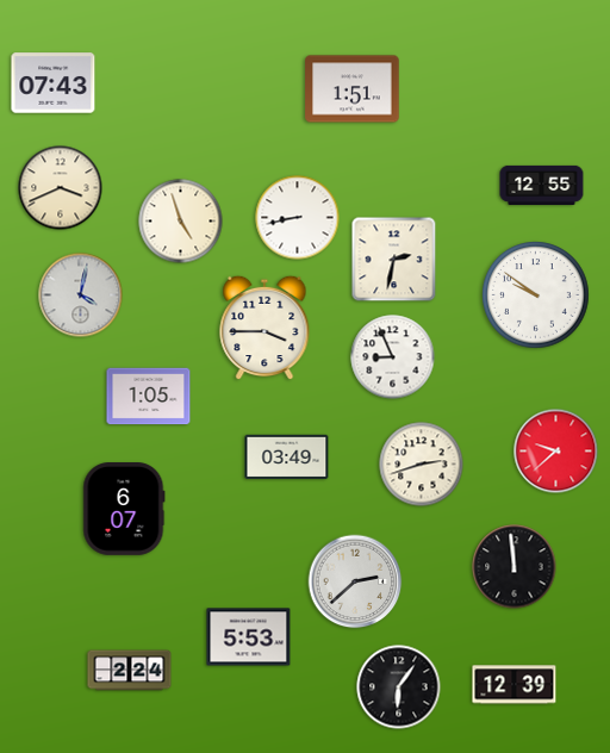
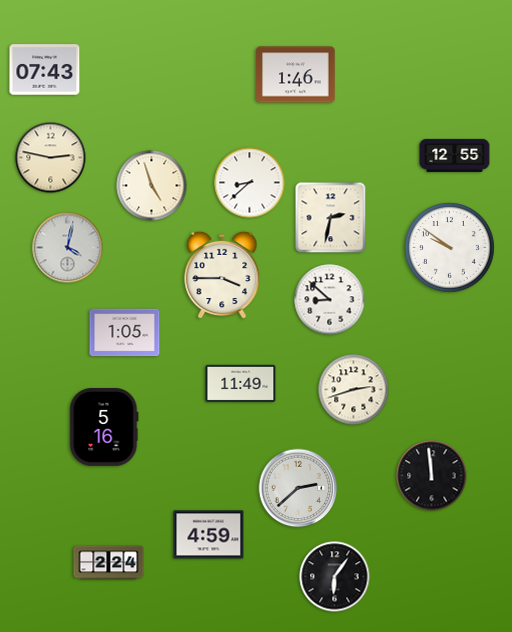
clock at (353, 89): 1:51 -> 1:46
clock at (61, 188): 3:41 -> 2:47
clock at (298, 218): 8:43 -> 8:38
clock at (393, 357): 8:56 -> 8:52
clock at (556, 452): 9:38 -> none
clock at (287, 458): 03:49 -> 11:49
clock at (124, 510): 6:07 -> 5:16
clock at (249, 637): 5:53 -> 4:59
clock at (515, 685): 12:39 -> none
